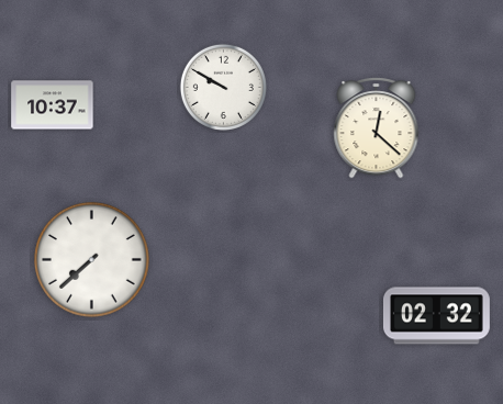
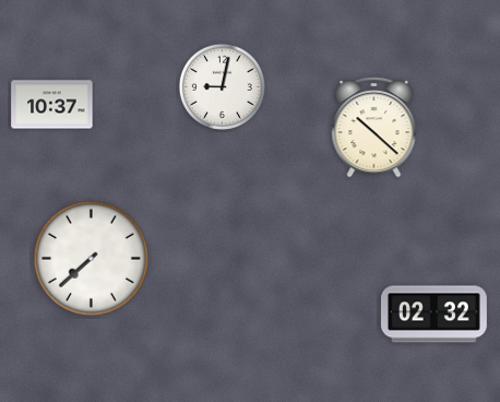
clock at (223, 87): 9:50 -> 9:02
clock at (377, 128): 12:22 -> 10:22
